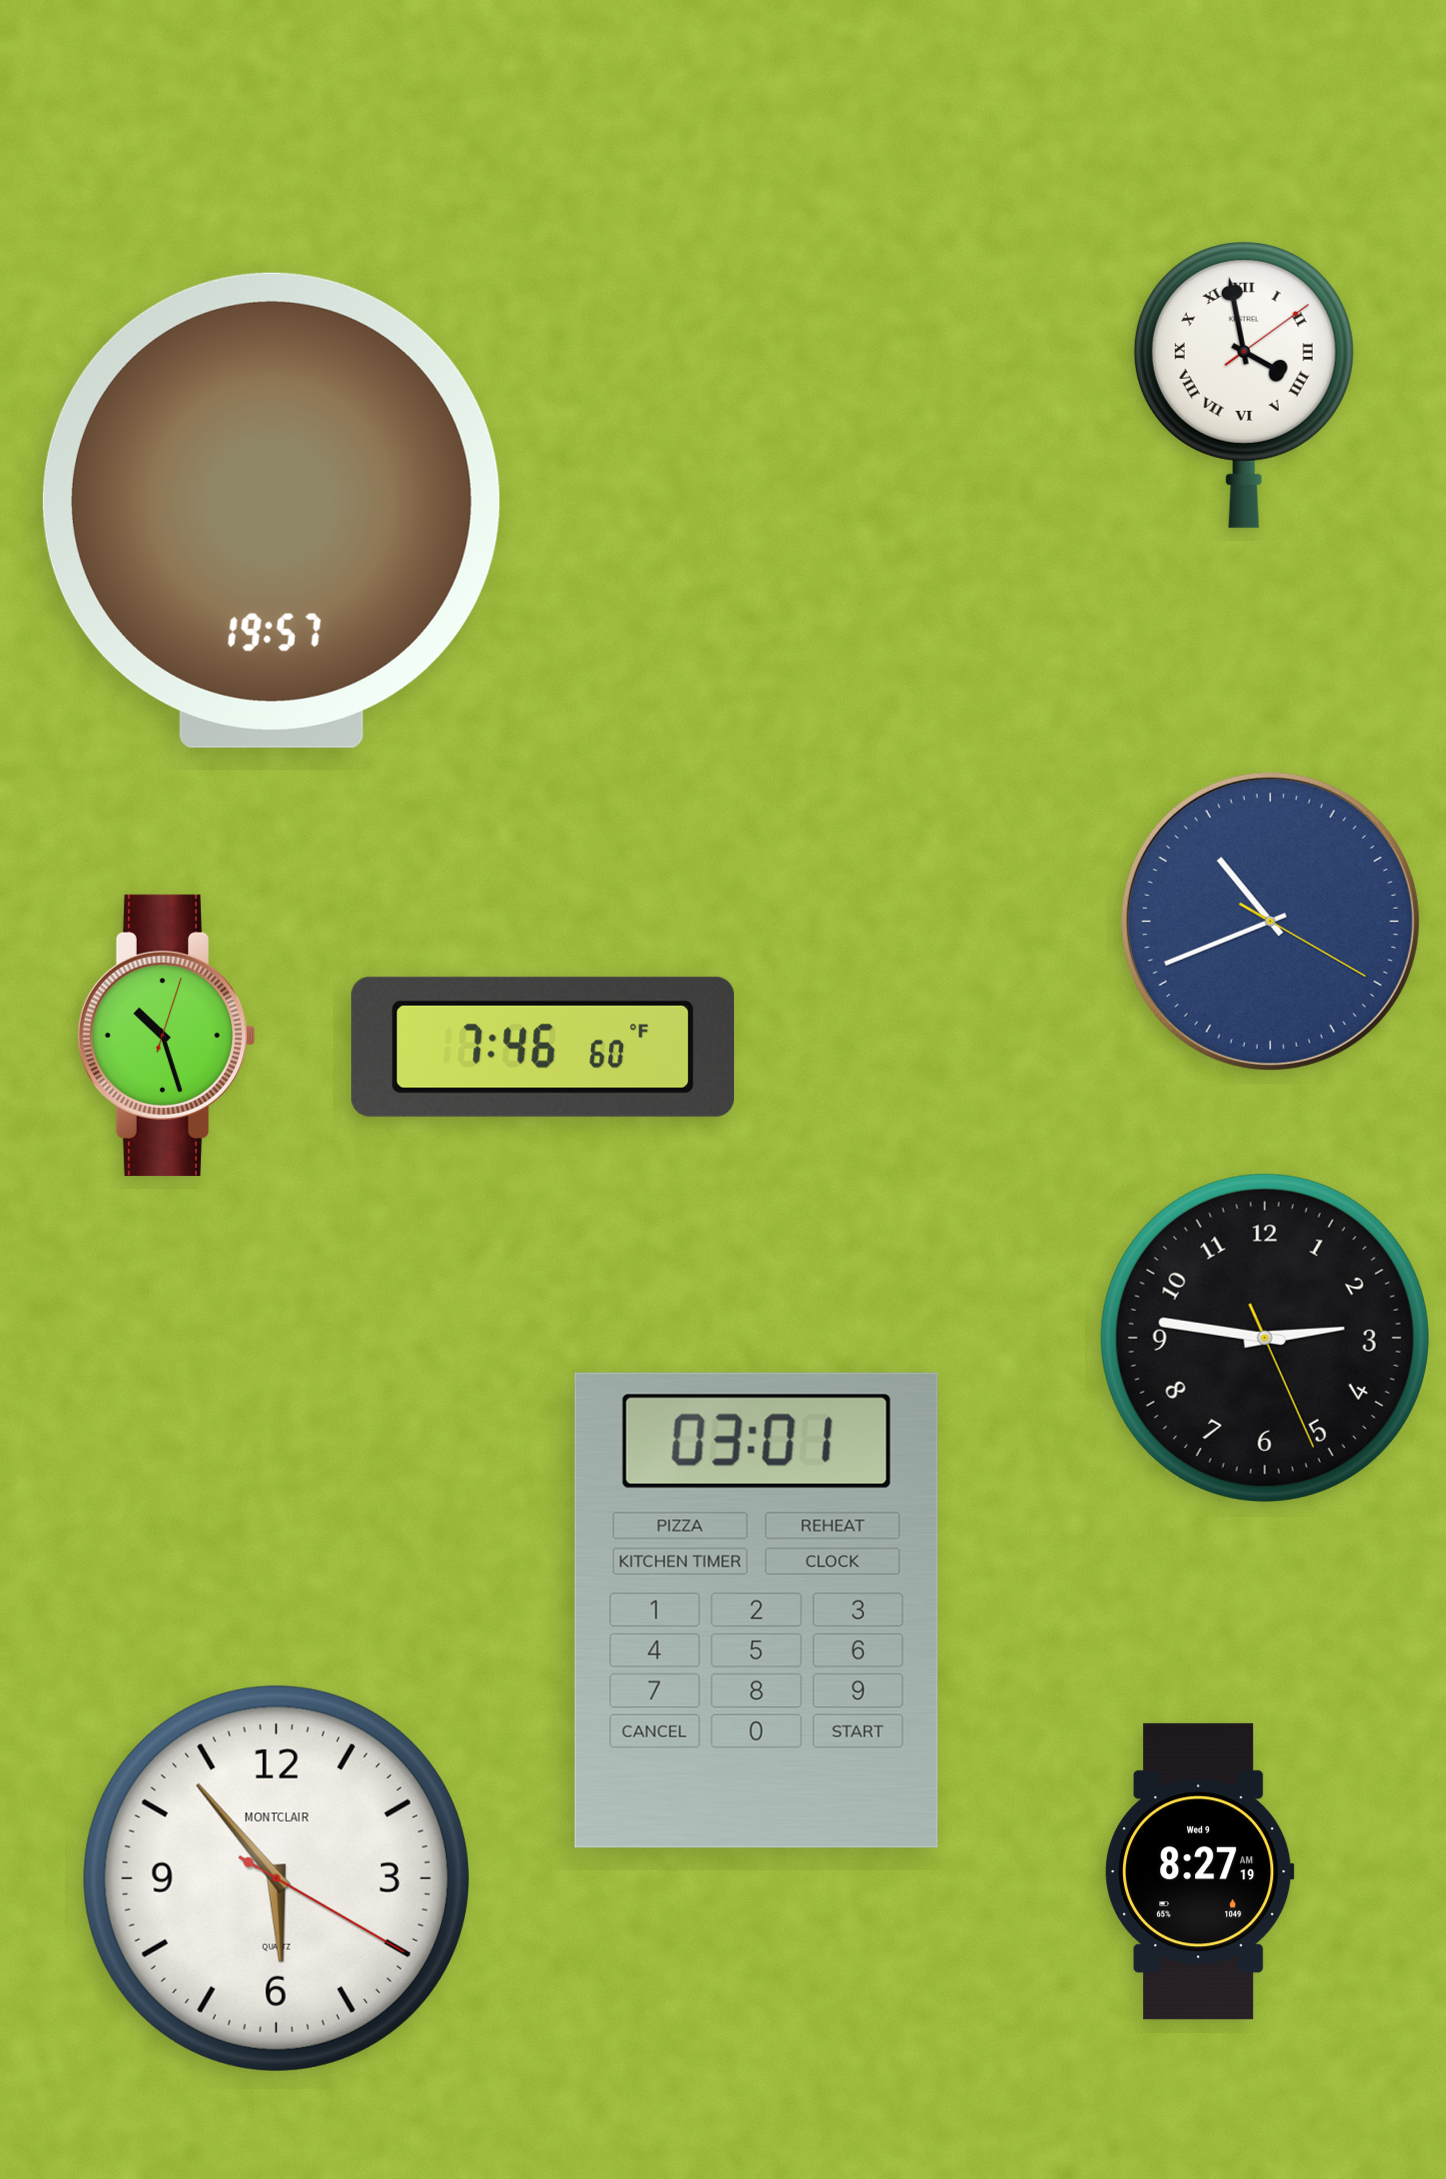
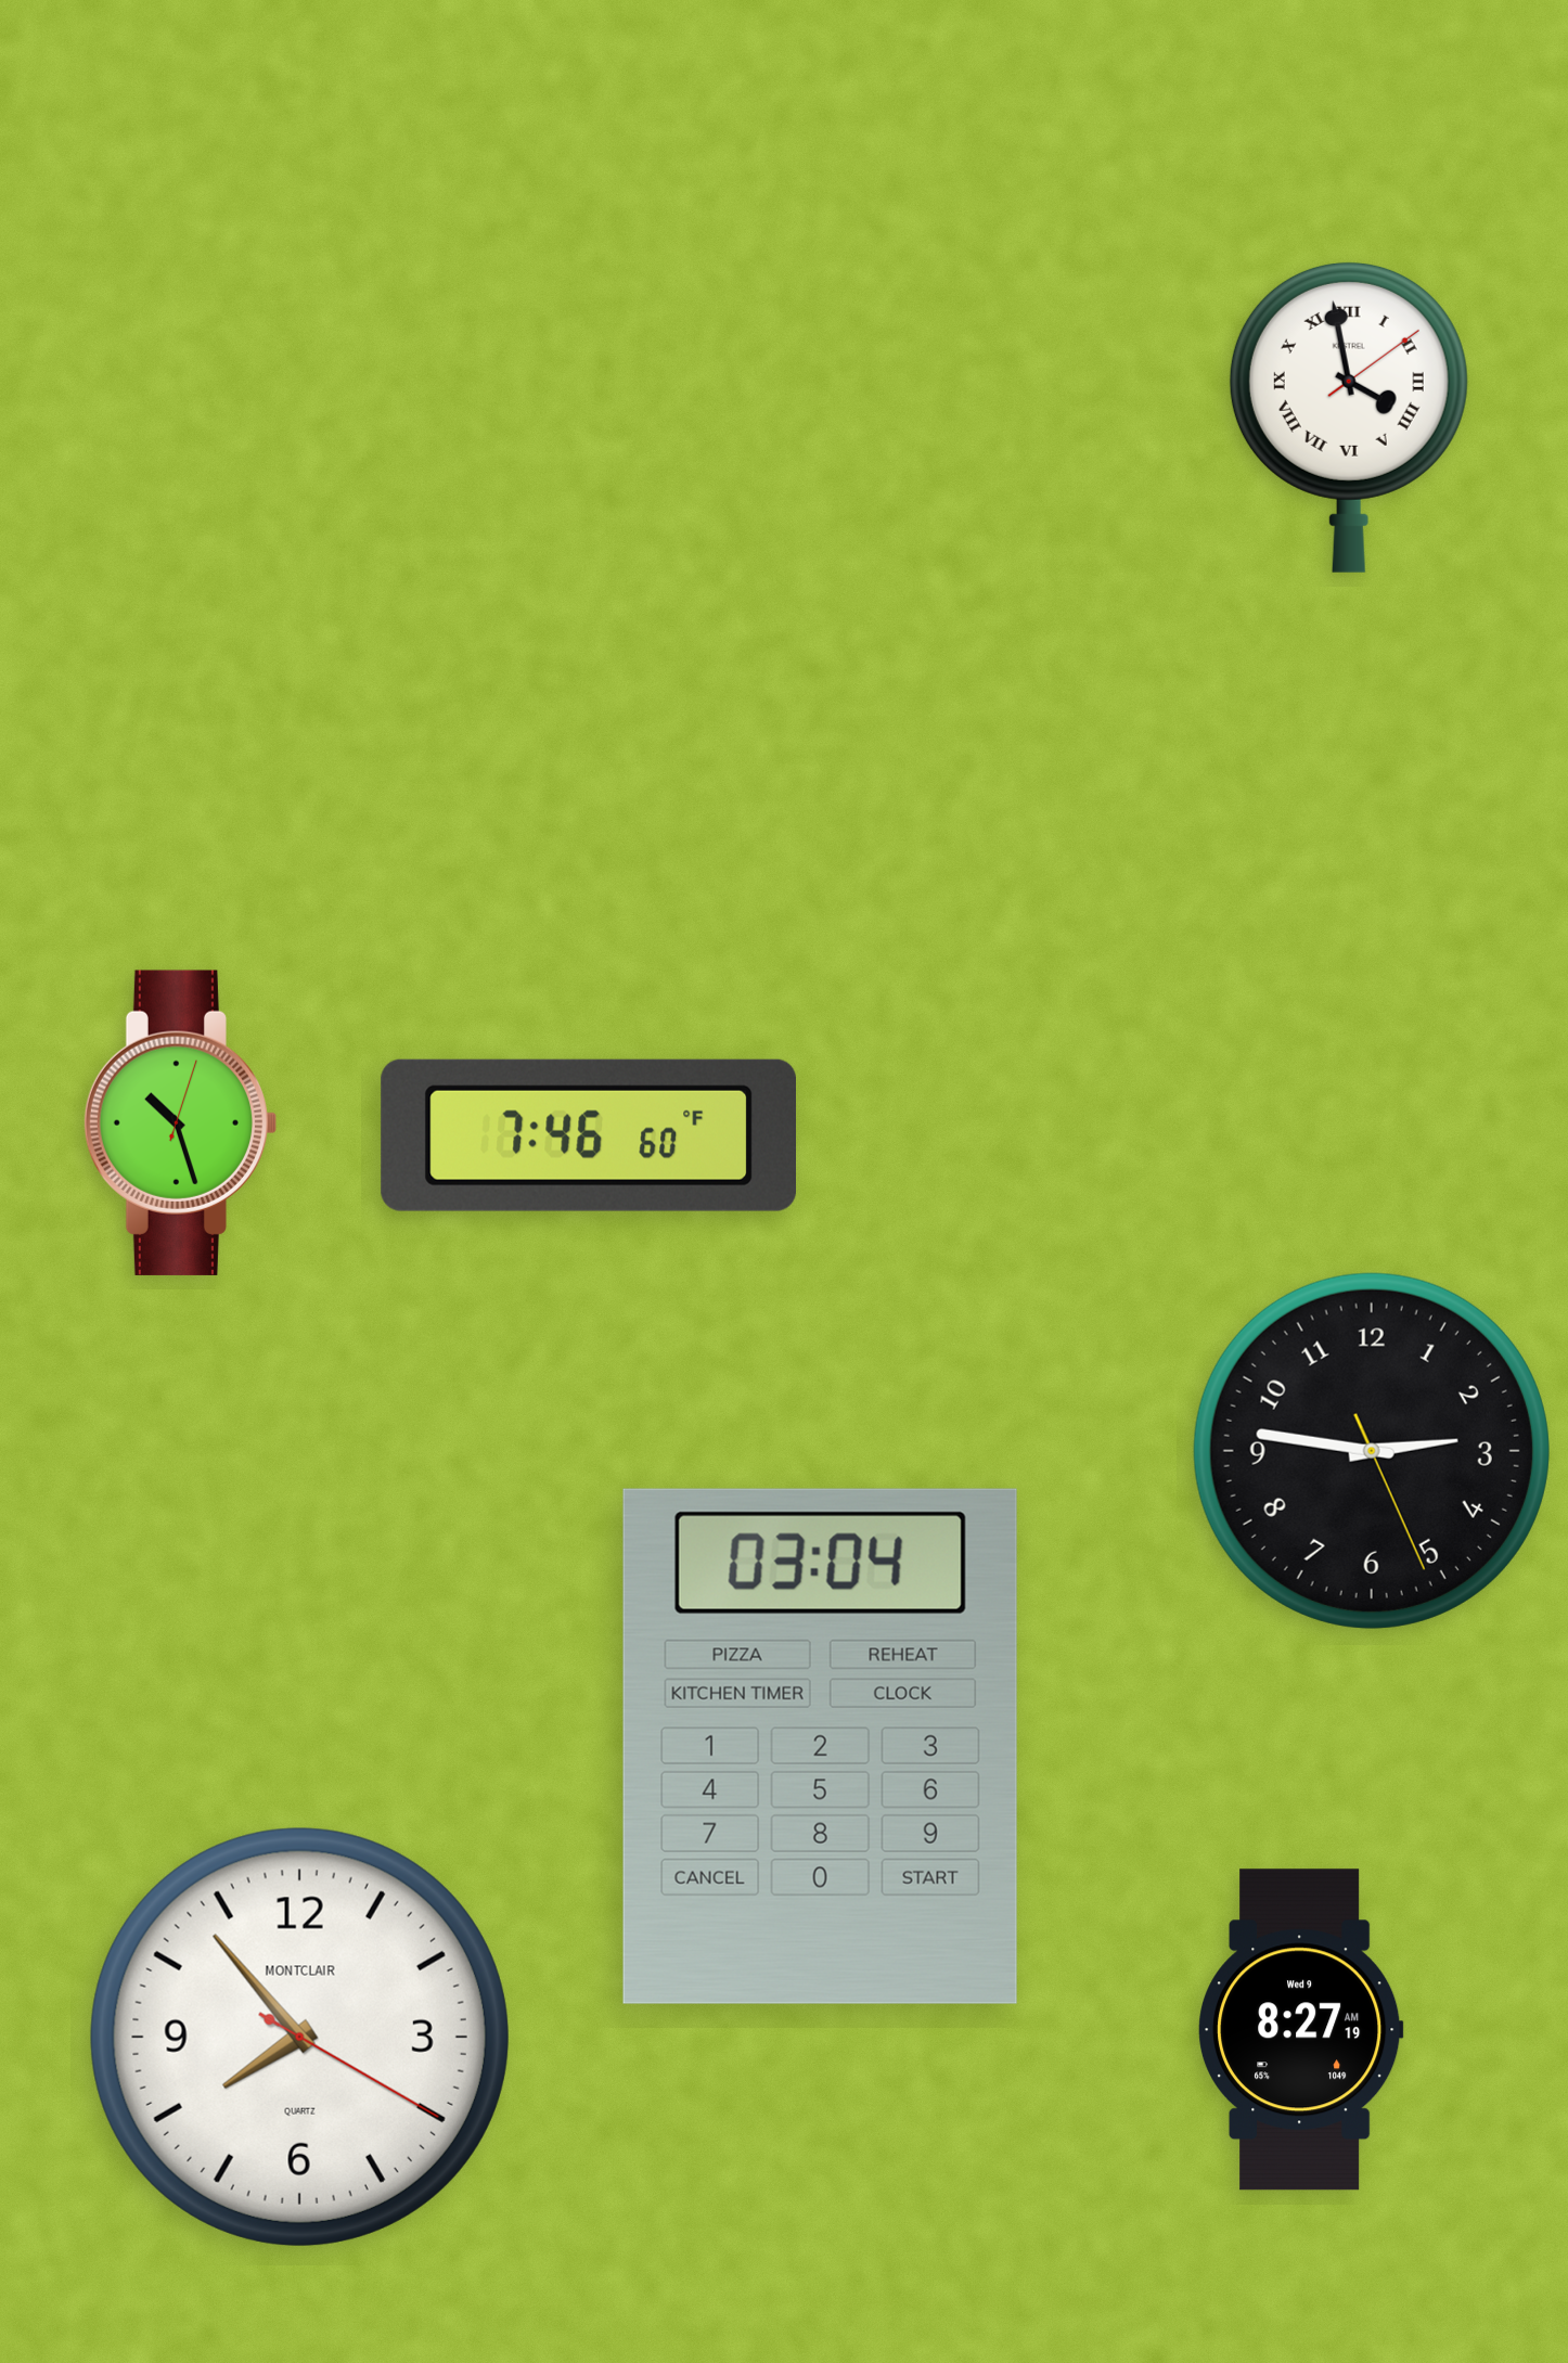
clock at (271, 510): 19:57 -> none
clock at (1270, 921): 10:41 -> none
clock at (756, 1610): 03:01 -> 03:04
clock at (276, 1878): 5:53 -> 7:53
